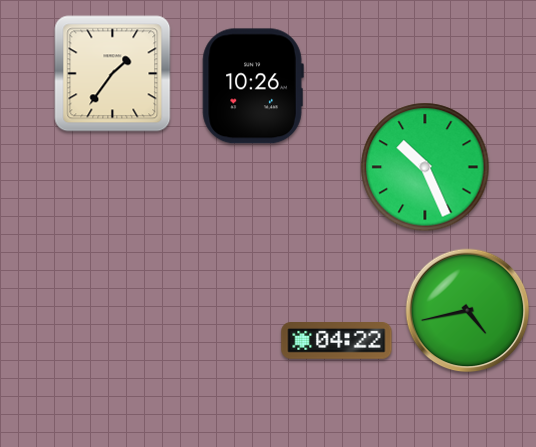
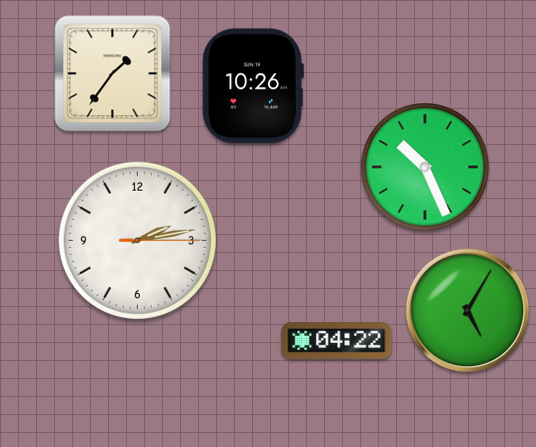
clock at (137, 240): none -> 2:13
clock at (468, 311): 4:43 -> 5:05
